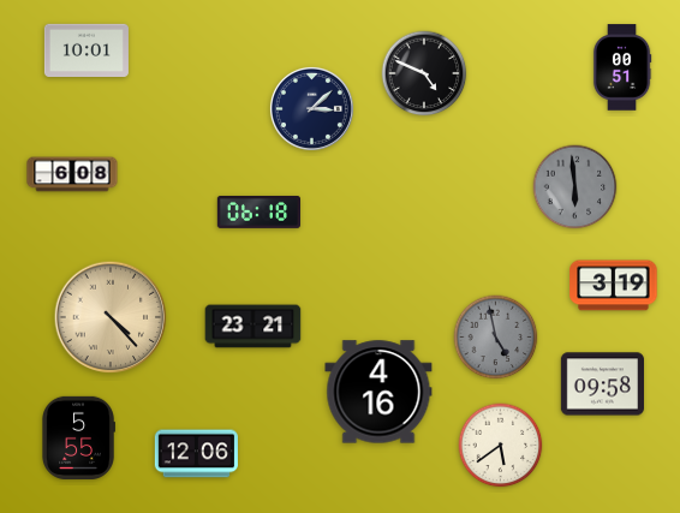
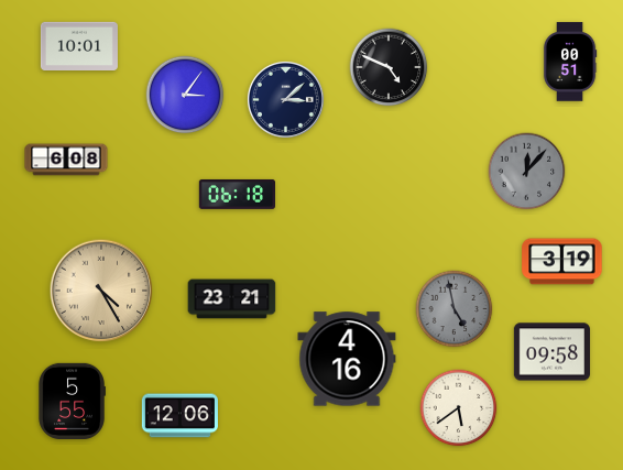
clock at (185, 95): none -> 3:06
clock at (575, 187): 5:59 -> 12:07
clock at (111, 317): 4:23 -> 4:25
